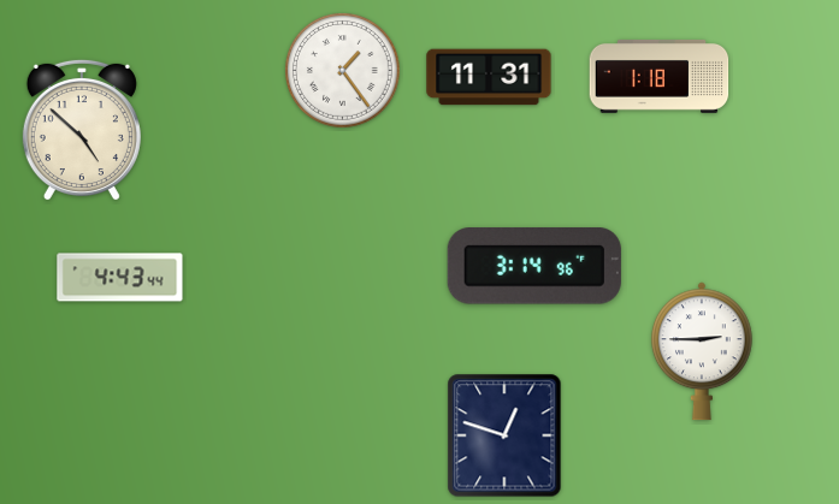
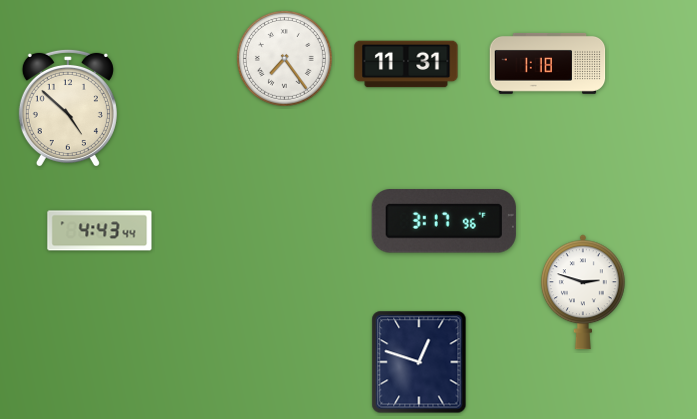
clock at (343, 71): 1:24 -> 7:24
clock at (534, 266): 3:14 -> 3:17
clock at (702, 351): 2:45 -> 2:48
